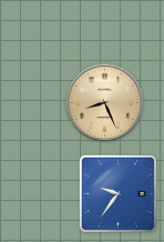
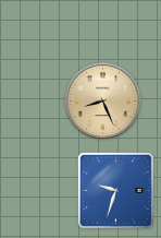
clock at (117, 193): 9:36 -> 9:33
